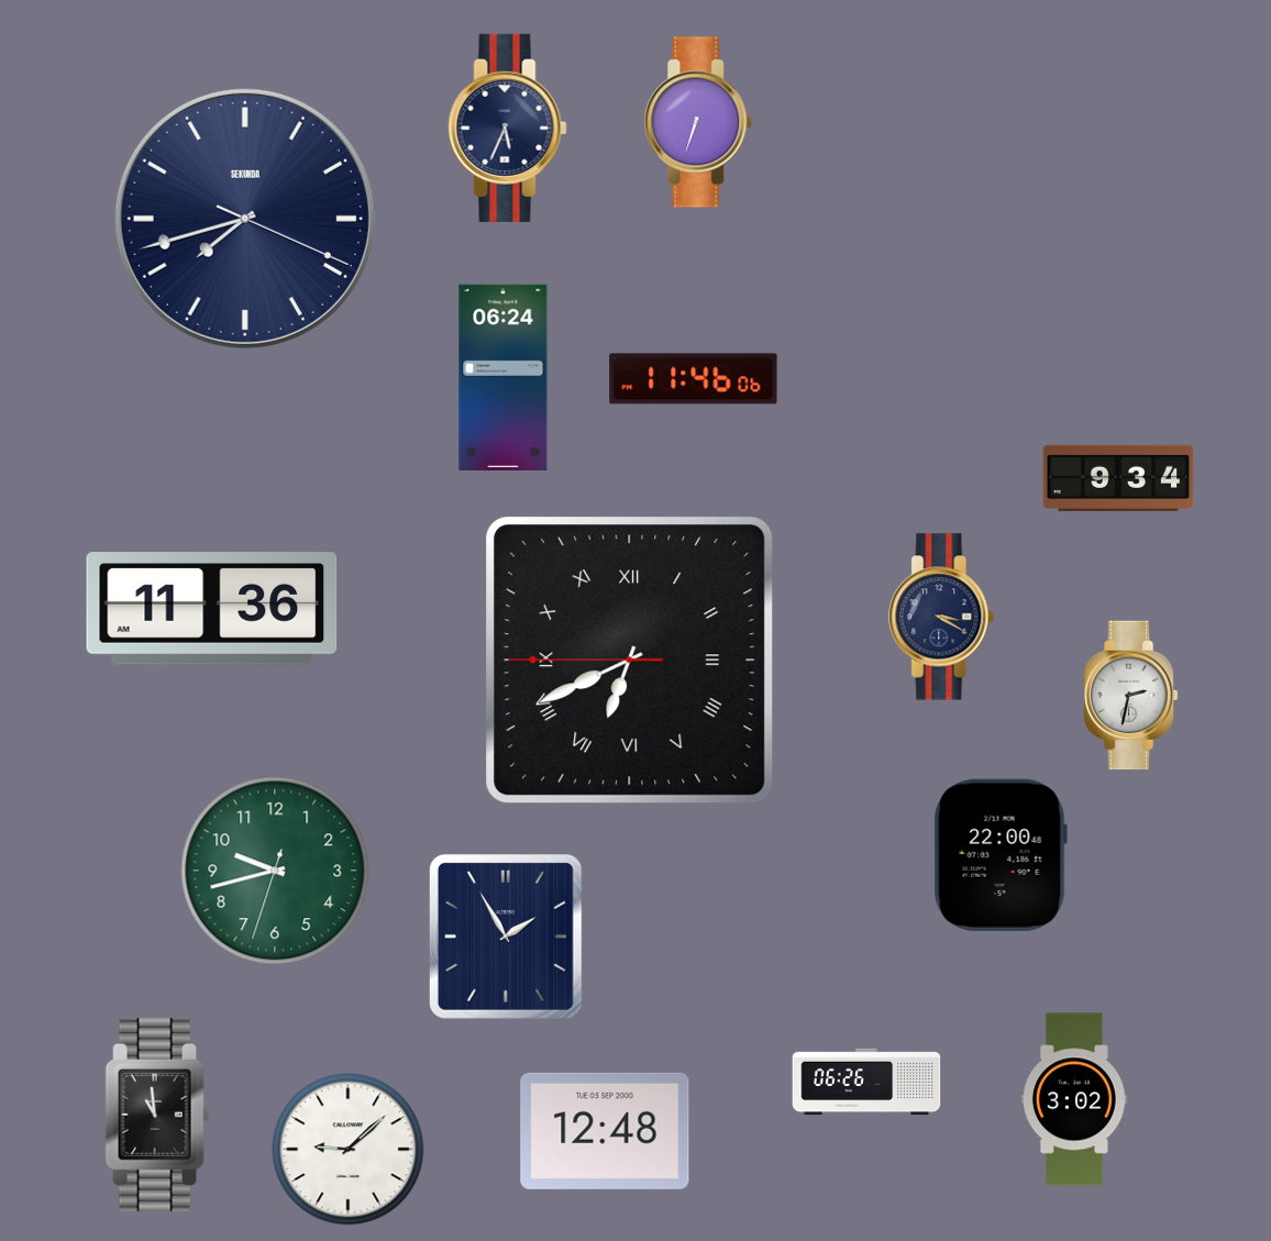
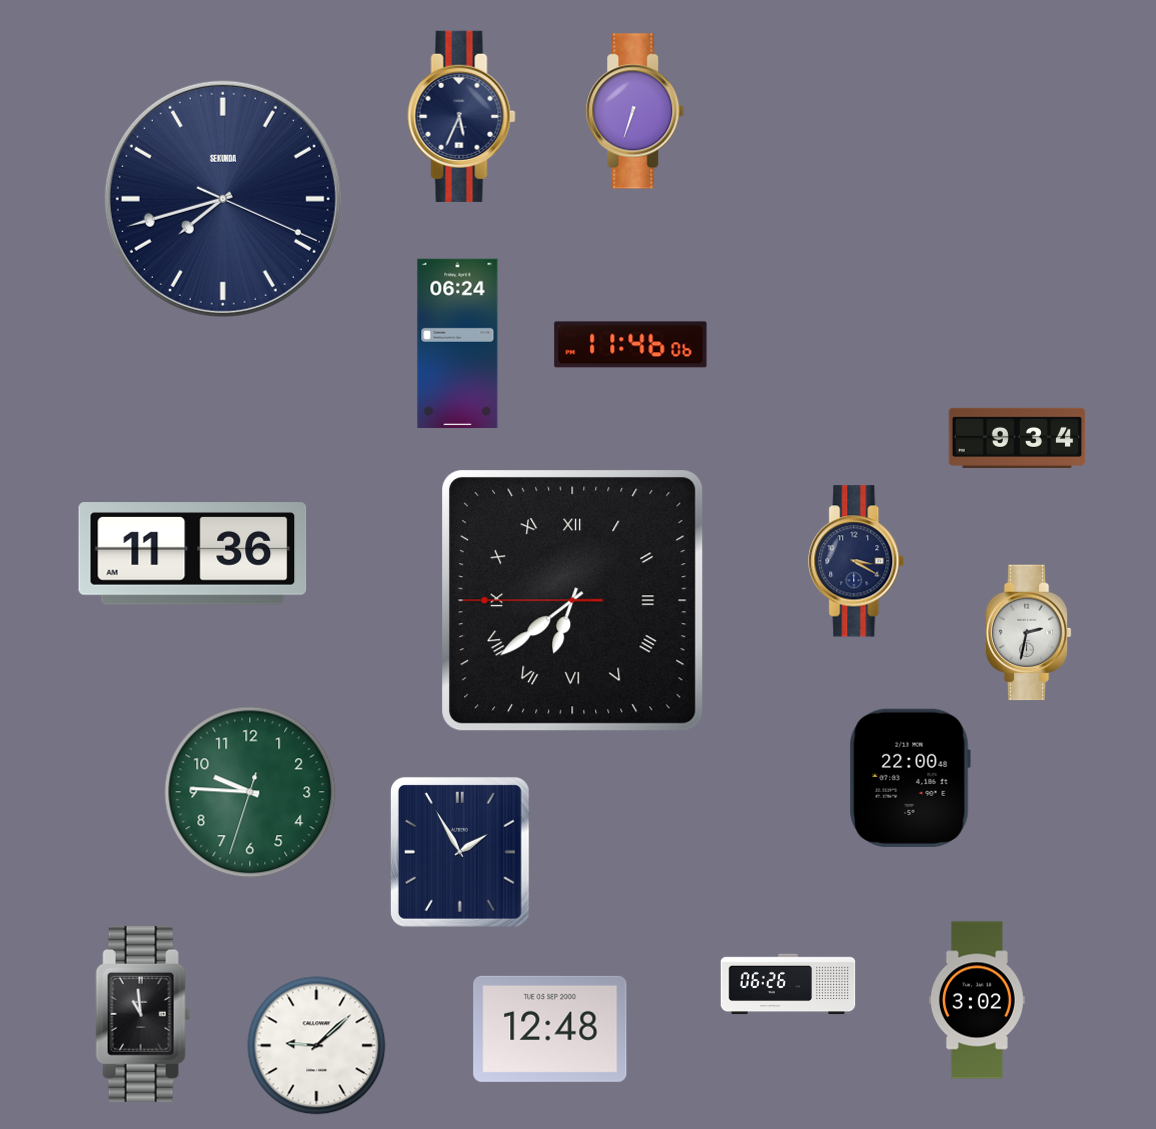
clock at (1118, 478) position: (1118, 478) -> (1017, 438)
clock at (630, 661): 6:40 -> 6:38
clock at (275, 871): 9:42 -> 9:45
